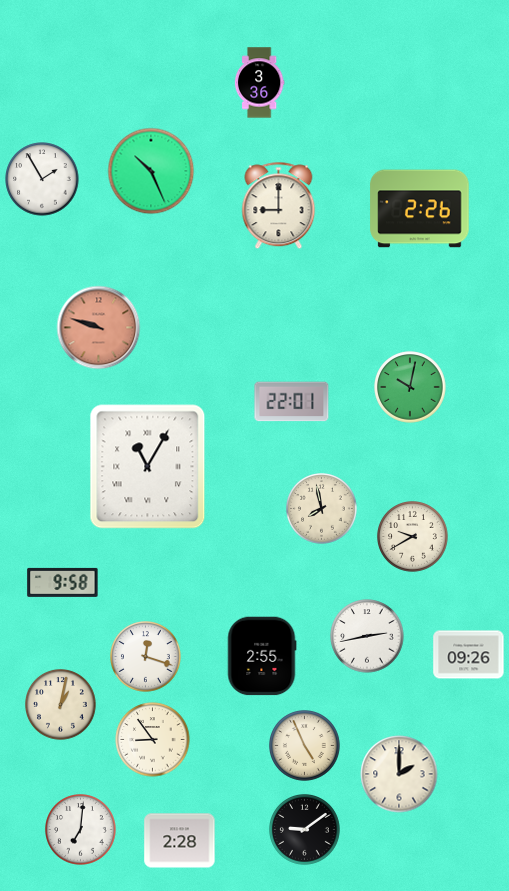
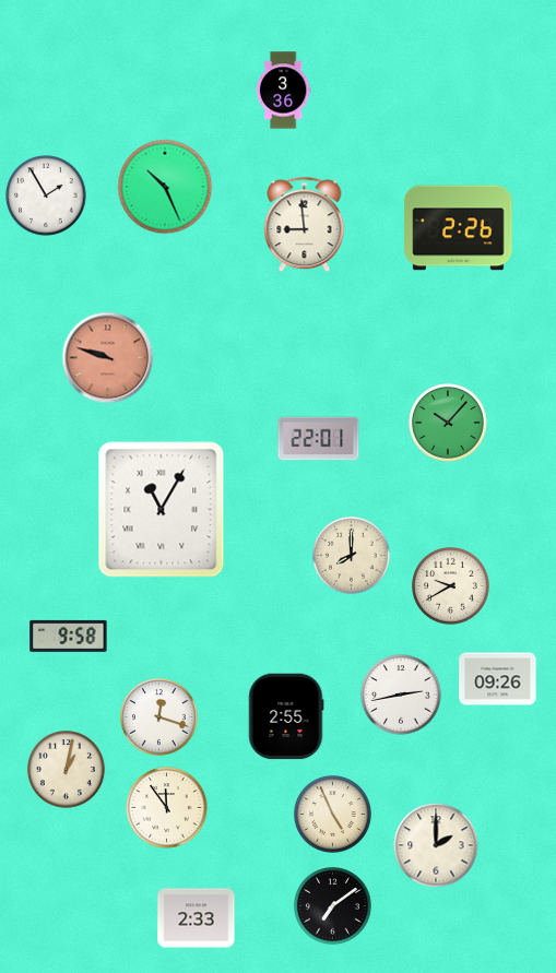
clock at (279, 206): 9:00 -> 8:59
clock at (410, 387): 10:02 -> 10:07
clock at (322, 509): 7:58 -> 8:00
clock at (469, 655) position: (469, 655) -> (498, 679)
clock at (153, 740): 8:54 -> 11:54
clock at (81, 830): 7:01 -> none
clock at (305, 830): 9:09 -> 7:09
clock at (180, 841): 2:28 -> 2:33
